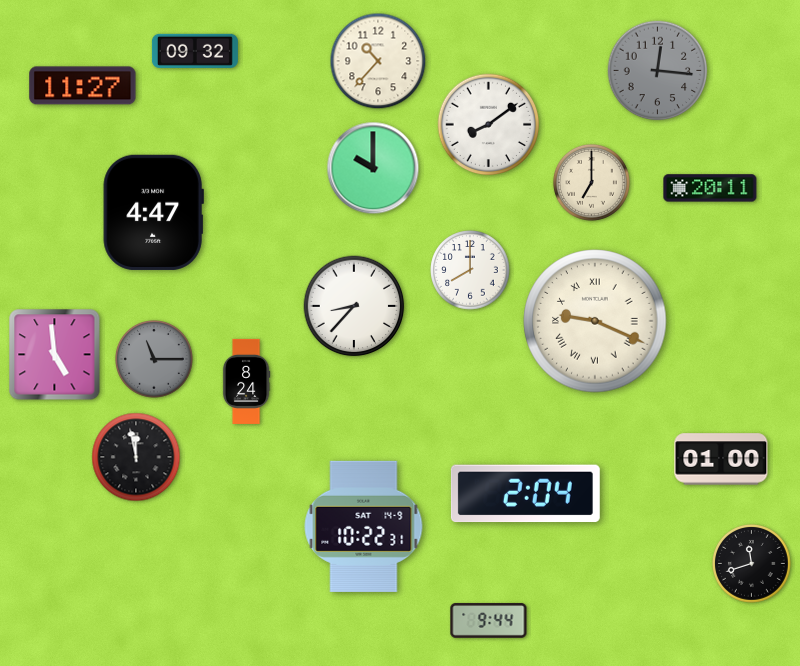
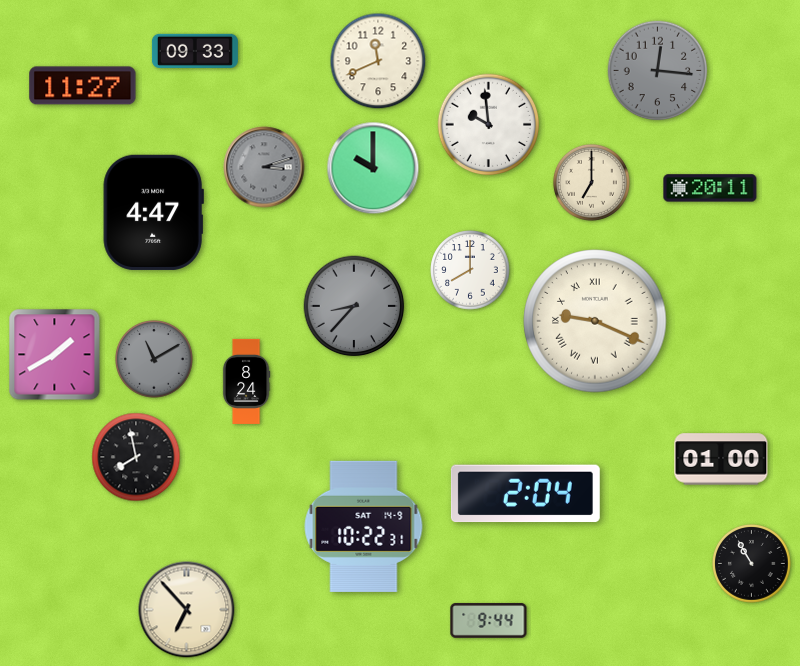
clock at (195, 51): 09:32 -> 09:33
clock at (378, 61): 10:37 -> 11:41
clock at (489, 125): 8:09 -> 9:59
clock at (264, 167): none -> 3:12
clock at (354, 306) dial: white -> grey
clock at (55, 355): 4:59 -> 1:40
clock at (154, 359): 11:15 -> 11:10
clock at (136, 457): 11:58 -> 7:58
clock at (752, 564): 11:42 -> 10:55
clock at (187, 610): none -> 6:53
